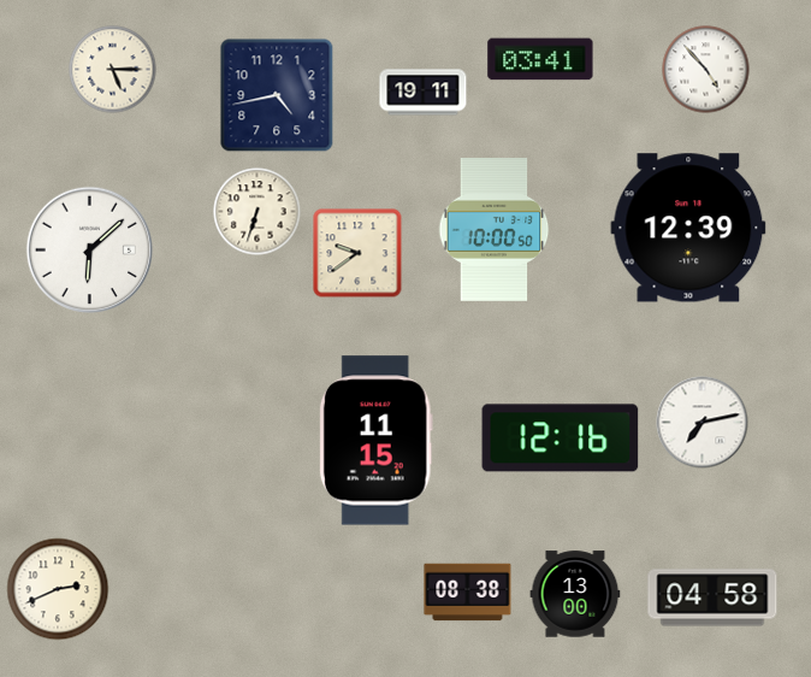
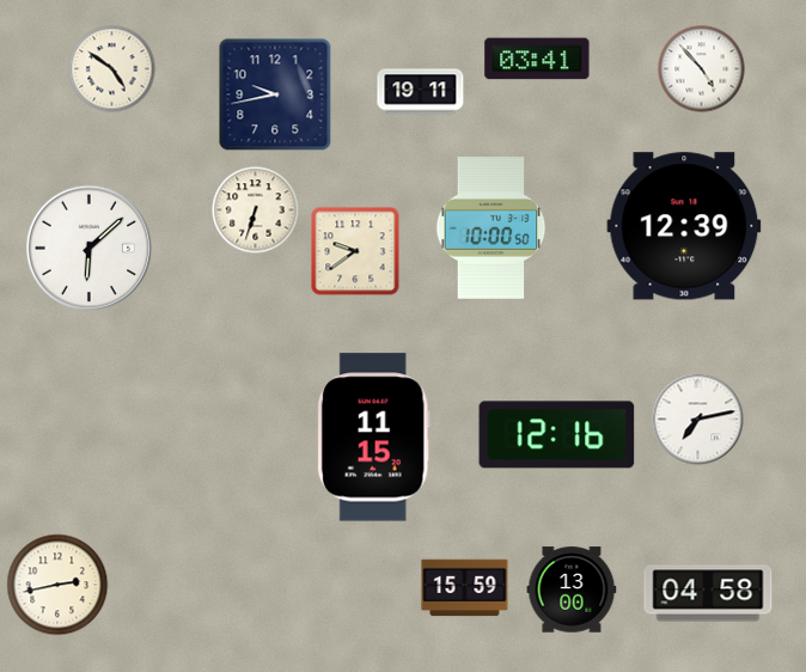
clock at (113, 70): 5:15 -> 4:51
clock at (277, 95): 4:43 -> 9:43
clock at (58, 589): 2:41 -> 2:43
clock at (468, 593): 08:38 -> 15:59
